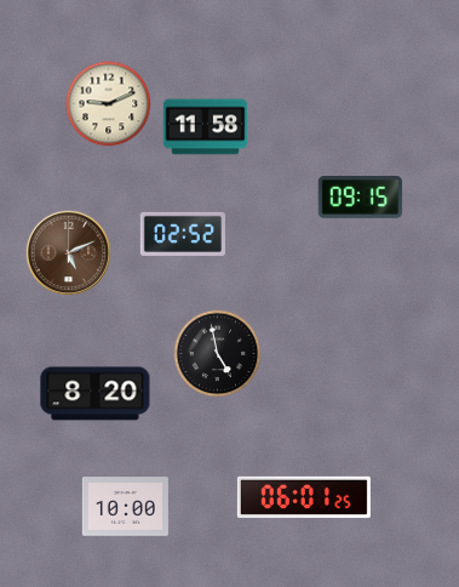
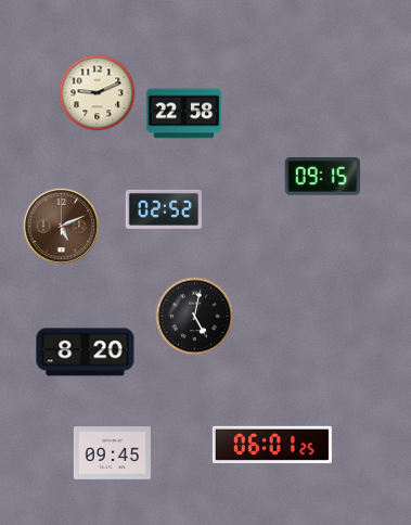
clock at (206, 127): 11:58 -> 22:58
clock at (218, 354): 4:58 -> 5:02
clock at (125, 507): 10:00 -> 09:45
